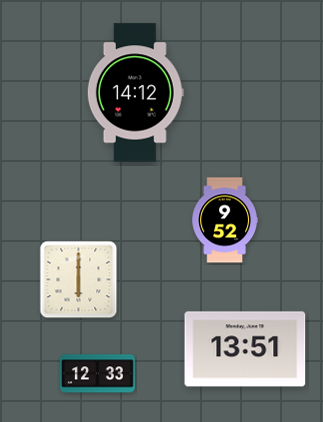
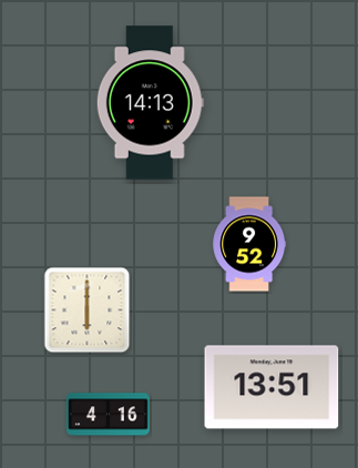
clock at (135, 93): 14:12 -> 14:13
clock at (98, 374): 12:33 -> 4:16
